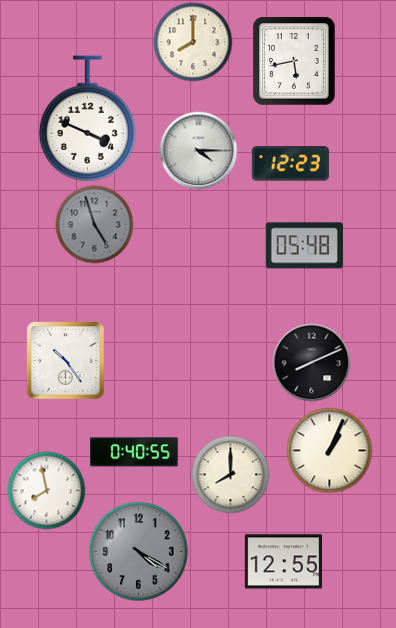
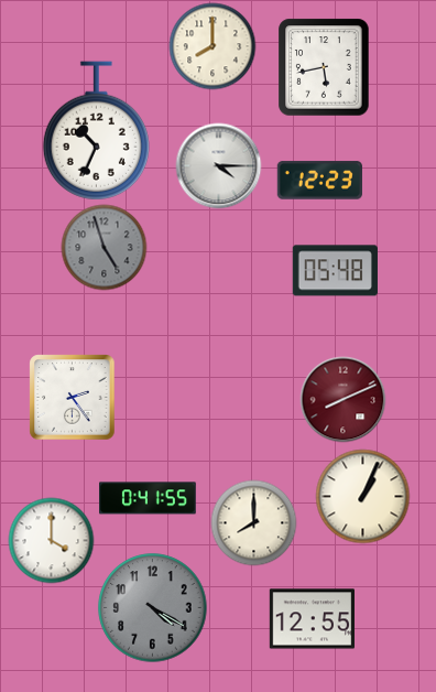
clock at (87, 119): 3:49 -> 10:34
clock at (65, 360): 10:24 -> 2:24
clock at (311, 362) dial: black -> burgundy
clock at (135, 452): 0:40 -> 0:41
clock at (46, 490): 7:58 -> 4:00
